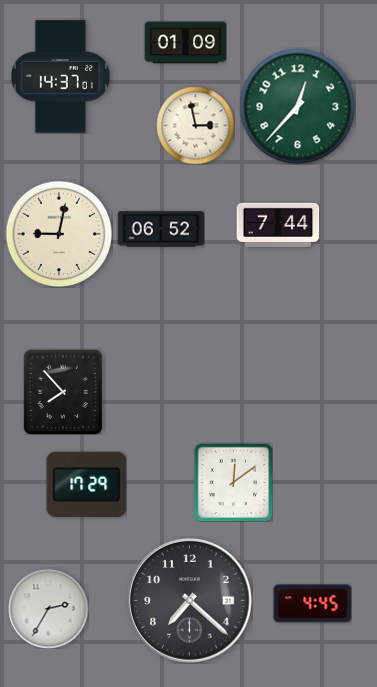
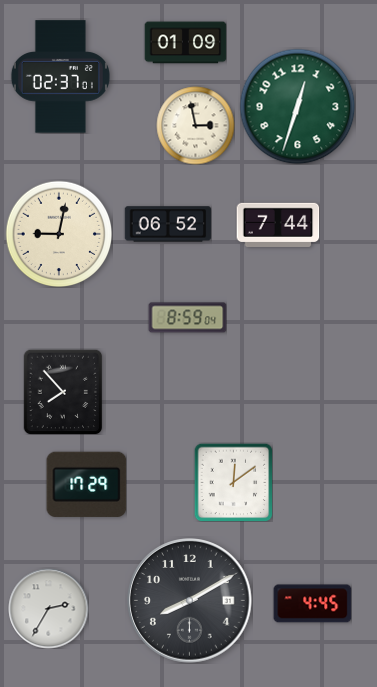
clock at (60, 77): 14:37 -> 02:37
clock at (297, 106): 12:37 -> 12:33
clock at (161, 229) position: (161, 229) -> (168, 224)
clock at (187, 318): none -> 8:59
clock at (190, 601): 7:22 -> 8:10
